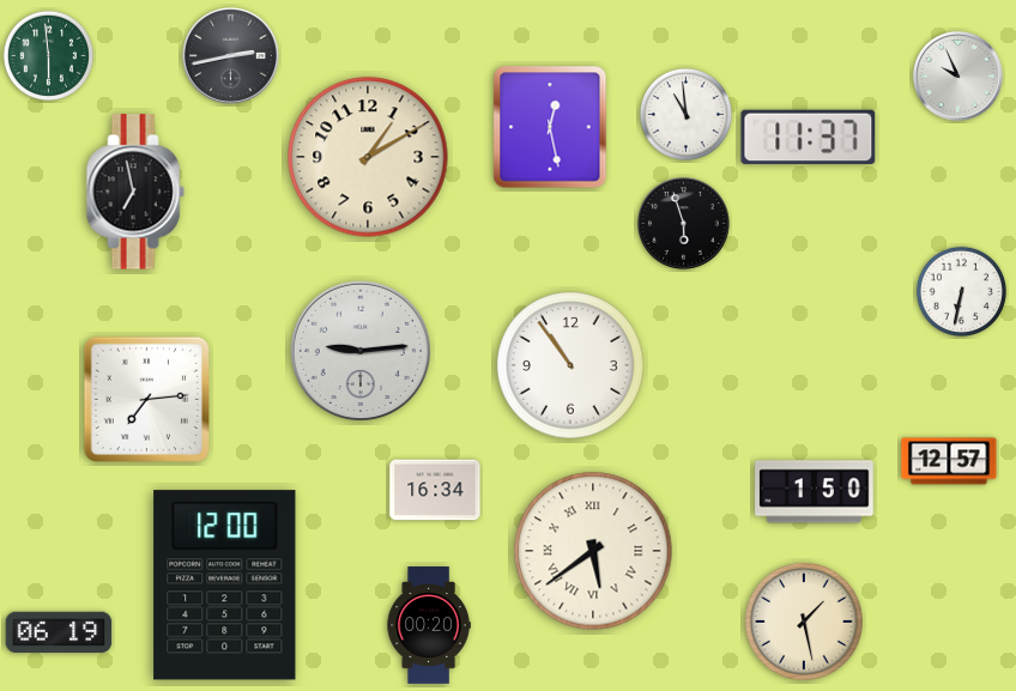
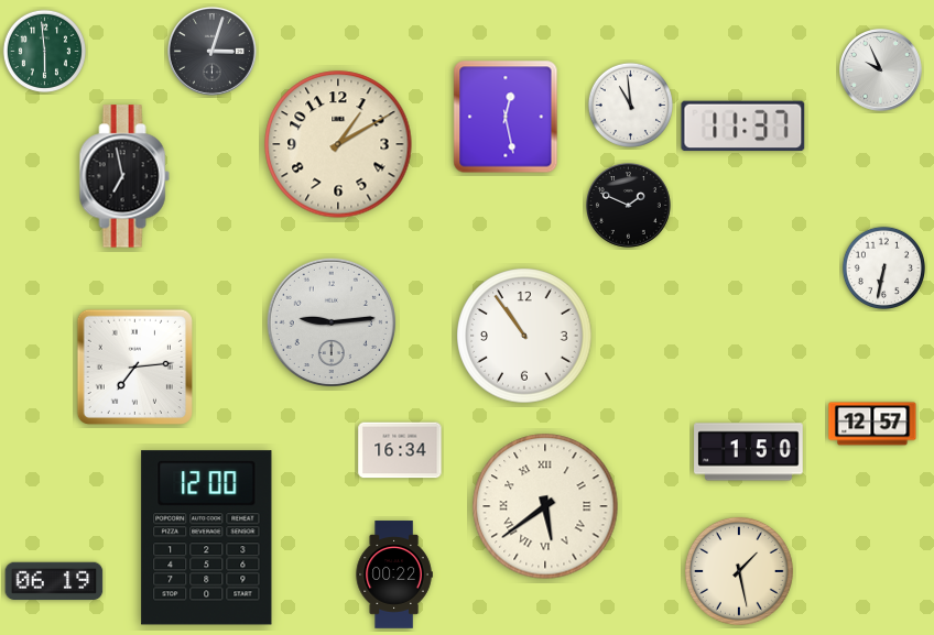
clock at (230, 55): 2:43 -> 3:03
clock at (684, 224): 5:57 -> 1:49
clock at (429, 625): 00:20 -> 00:22
